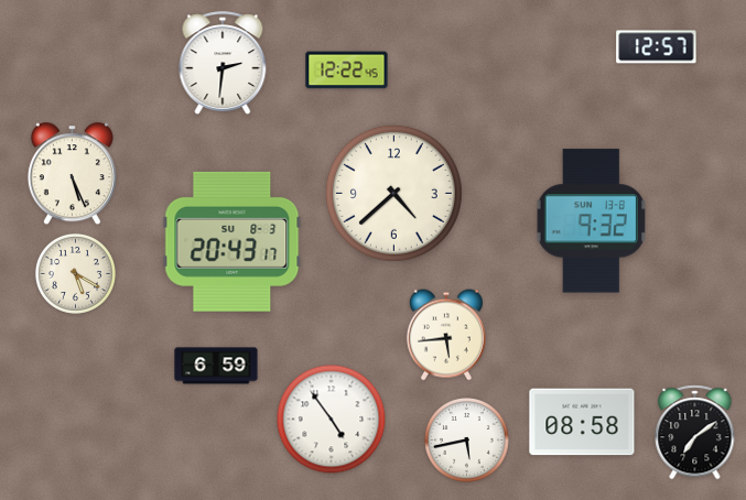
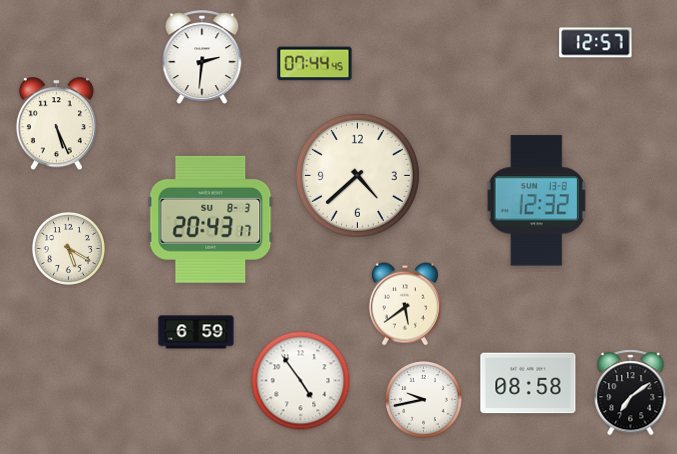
clock at (347, 70): 12:22 -> 07:44
clock at (72, 174) position: (72, 174) -> (56, 124)
clock at (591, 221): 9:32 -> 12:32
clock at (446, 335): 5:44 -> 5:39
clock at (467, 441): 5:43 -> 9:43
